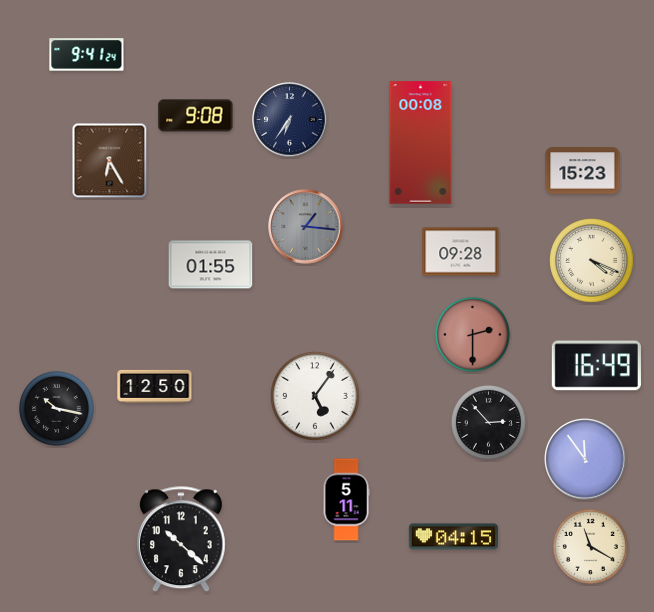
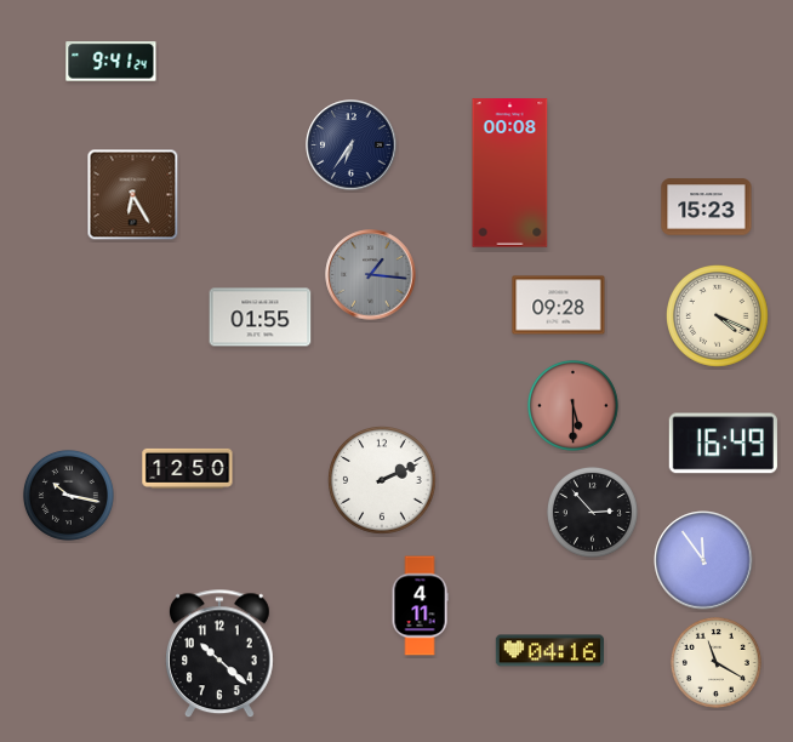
clock at (87, 55) position: (87, 55) -> (112, 62)
clock at (196, 116): 9:08 -> none
clock at (211, 265) position: (211, 265) -> (261, 318)
clock at (472, 334): 2:30 -> 5:30
clock at (315, 396): 5:06 -> 2:11
clock at (585, 459) position: (585, 459) -> (703, 560)
clock at (346, 500): 5:11 -> 4:11
clock at (453, 537): 04:15 -> 04:16
